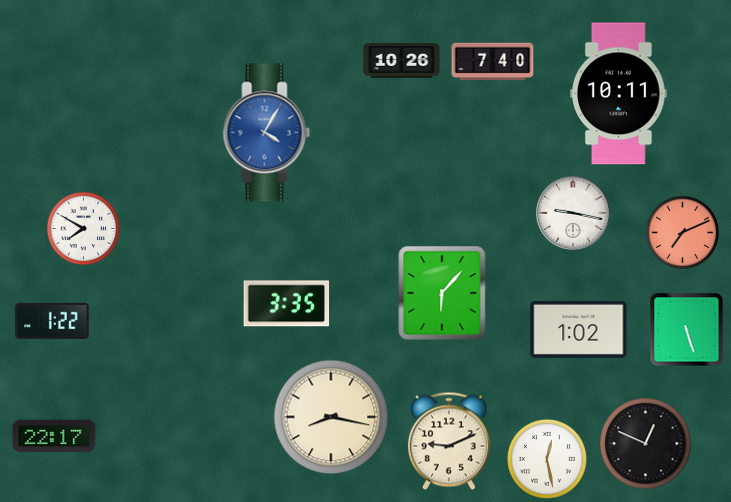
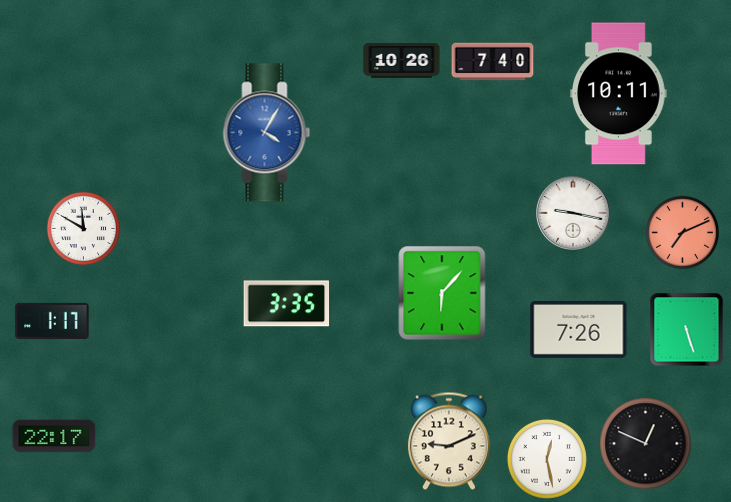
clock at (83, 228): 7:50 -> 11:50
clock at (52, 321): 1:22 -> 1:17
clock at (579, 329): 1:02 -> 7:26
clock at (331, 417): 8:17 -> none
